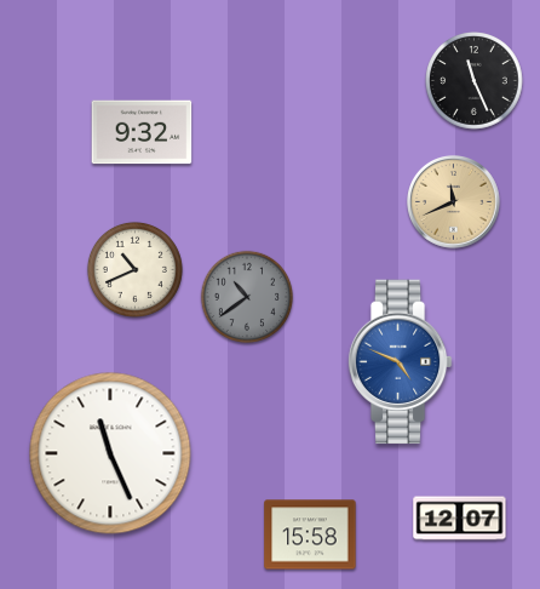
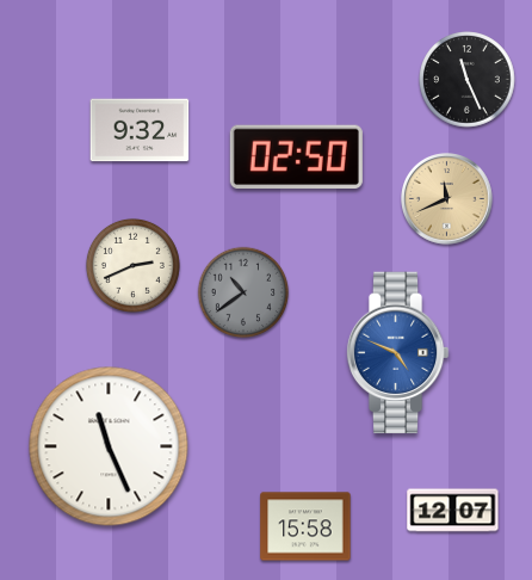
clock at (296, 156): none -> 02:50
clock at (134, 269): 10:41 -> 2:41
clock at (400, 362) position: (400, 362) -> (397, 353)
